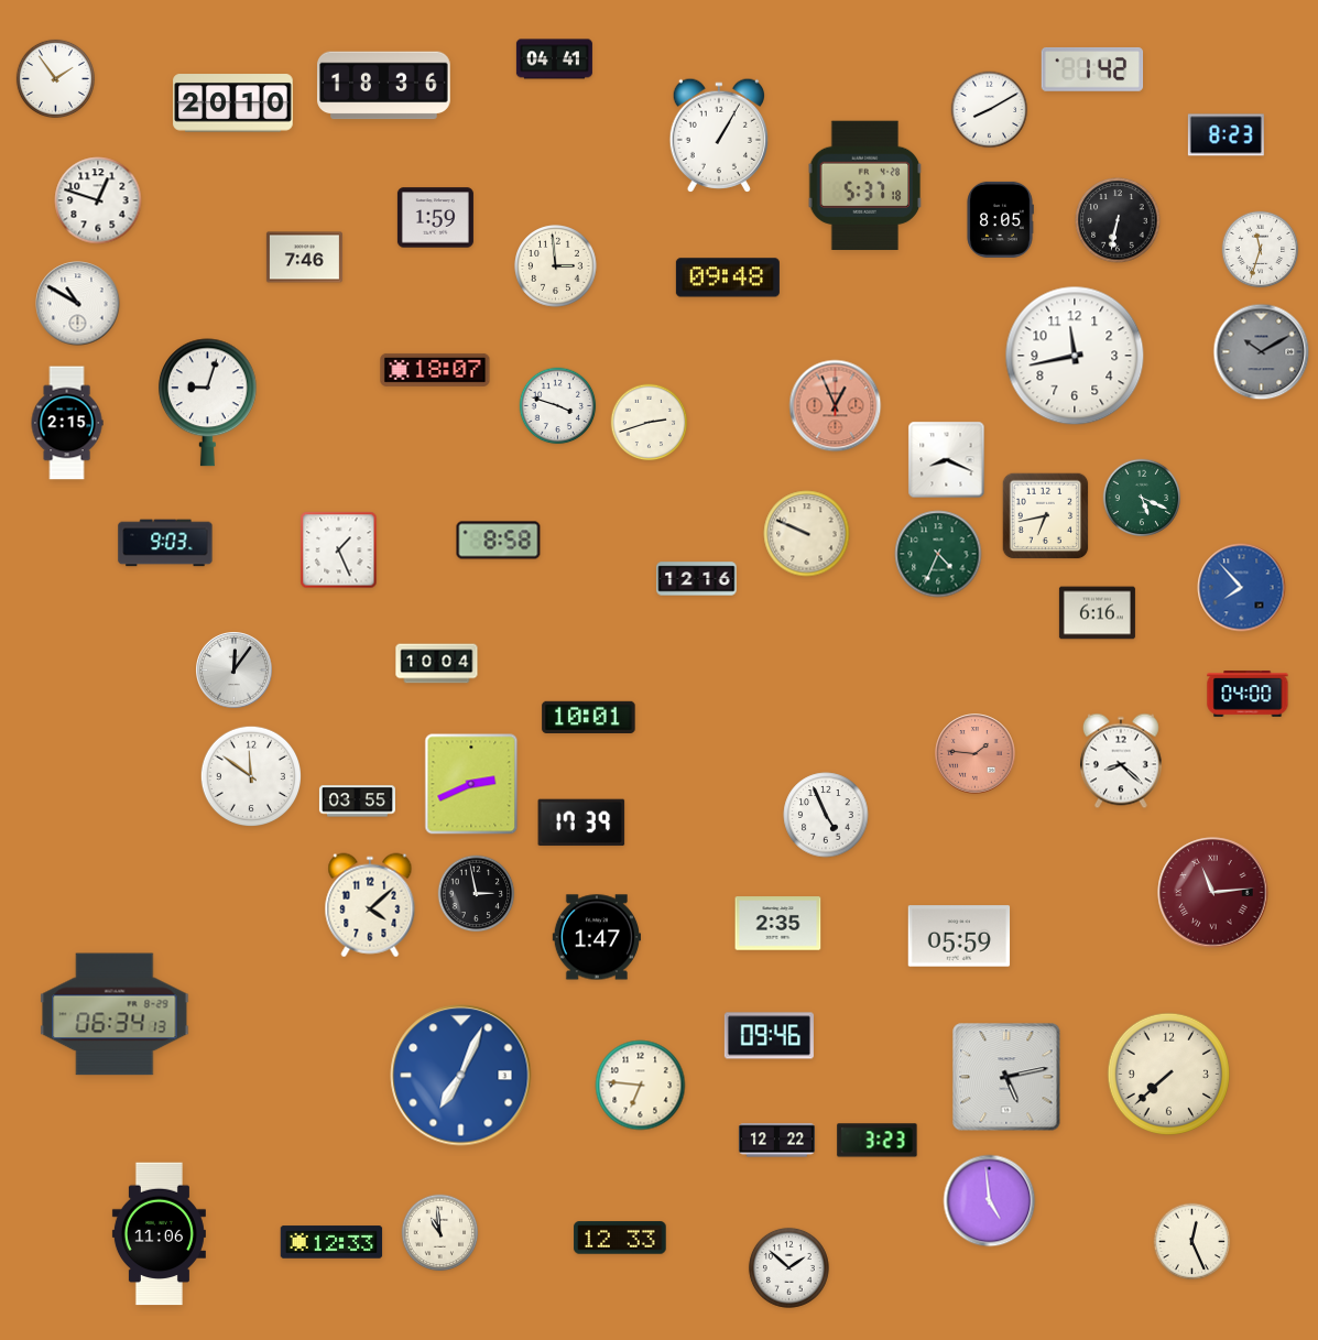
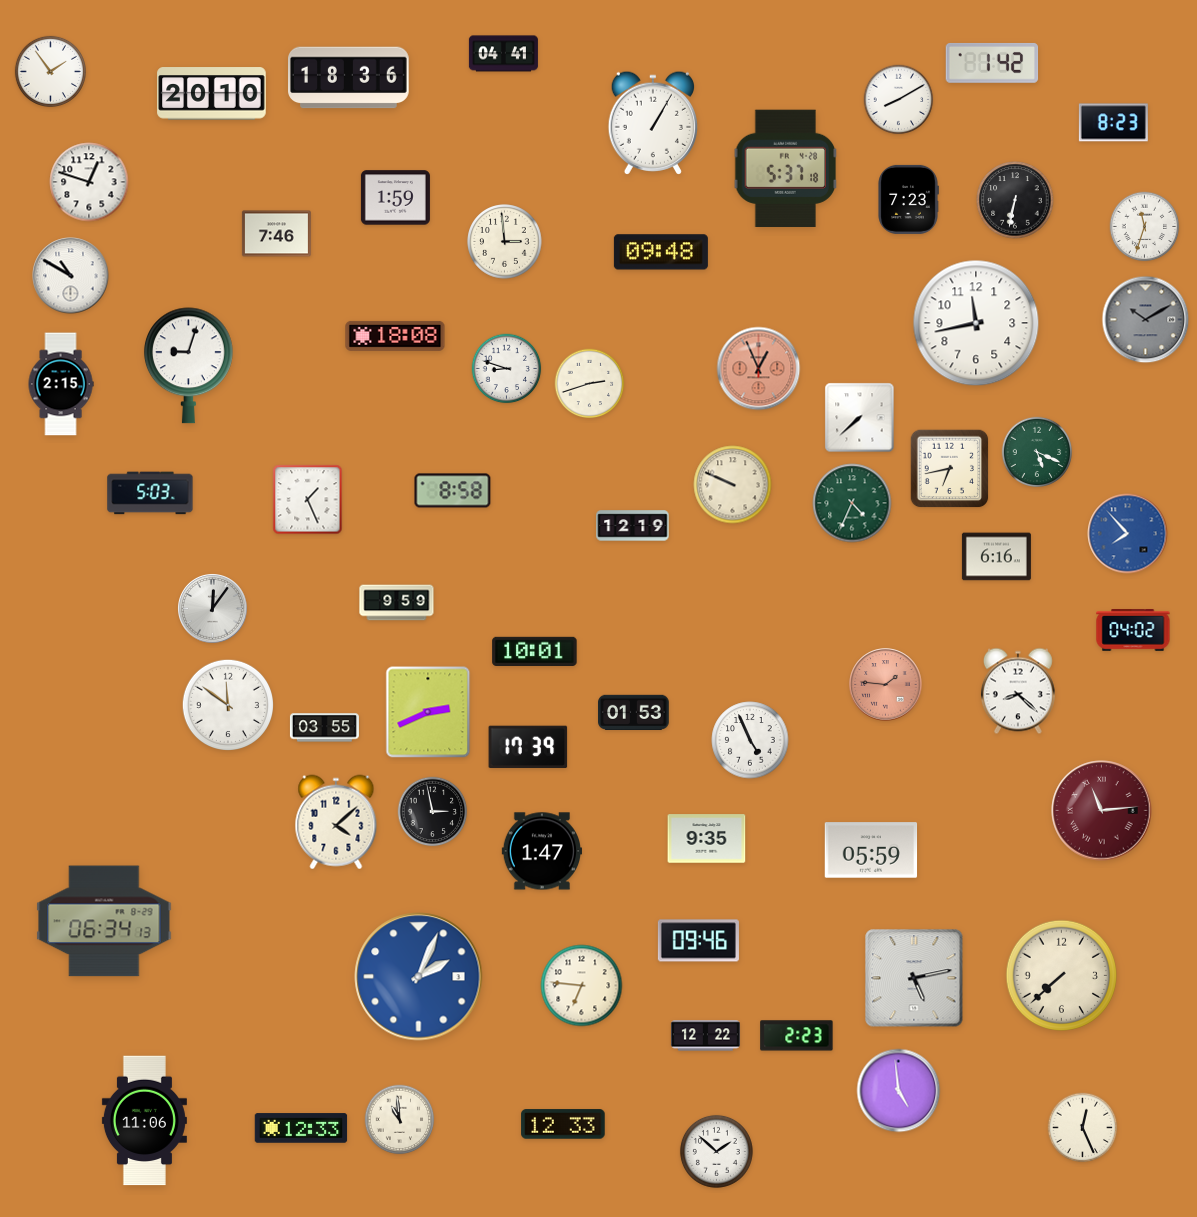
clock at (1000, 219): 8:05 -> 7:23
clock at (435, 370): 18:07 -> 18:08
clock at (558, 406): 3:48 -> 8:48
clock at (947, 460): 8:19 -> 7:38
clock at (165, 543): 9:03 -> 5:03
clock at (697, 579): 12:16 -> 12:19
clock at (437, 664): 10:04 -> 9:59
clock at (1248, 695): 04:00 -> 04:02
clock at (634, 712): none -> 01:53
clock at (778, 924): 2:35 -> 9:35
clock at (461, 1076): 7:04 -> 2:04
clock at (878, 1141): 3:23 -> 2:23
